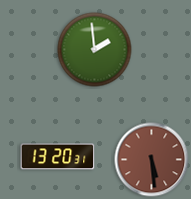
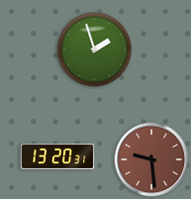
clock at (95, 50): 1:59 -> 1:57
clock at (152, 160): 5:29 -> 9:29
